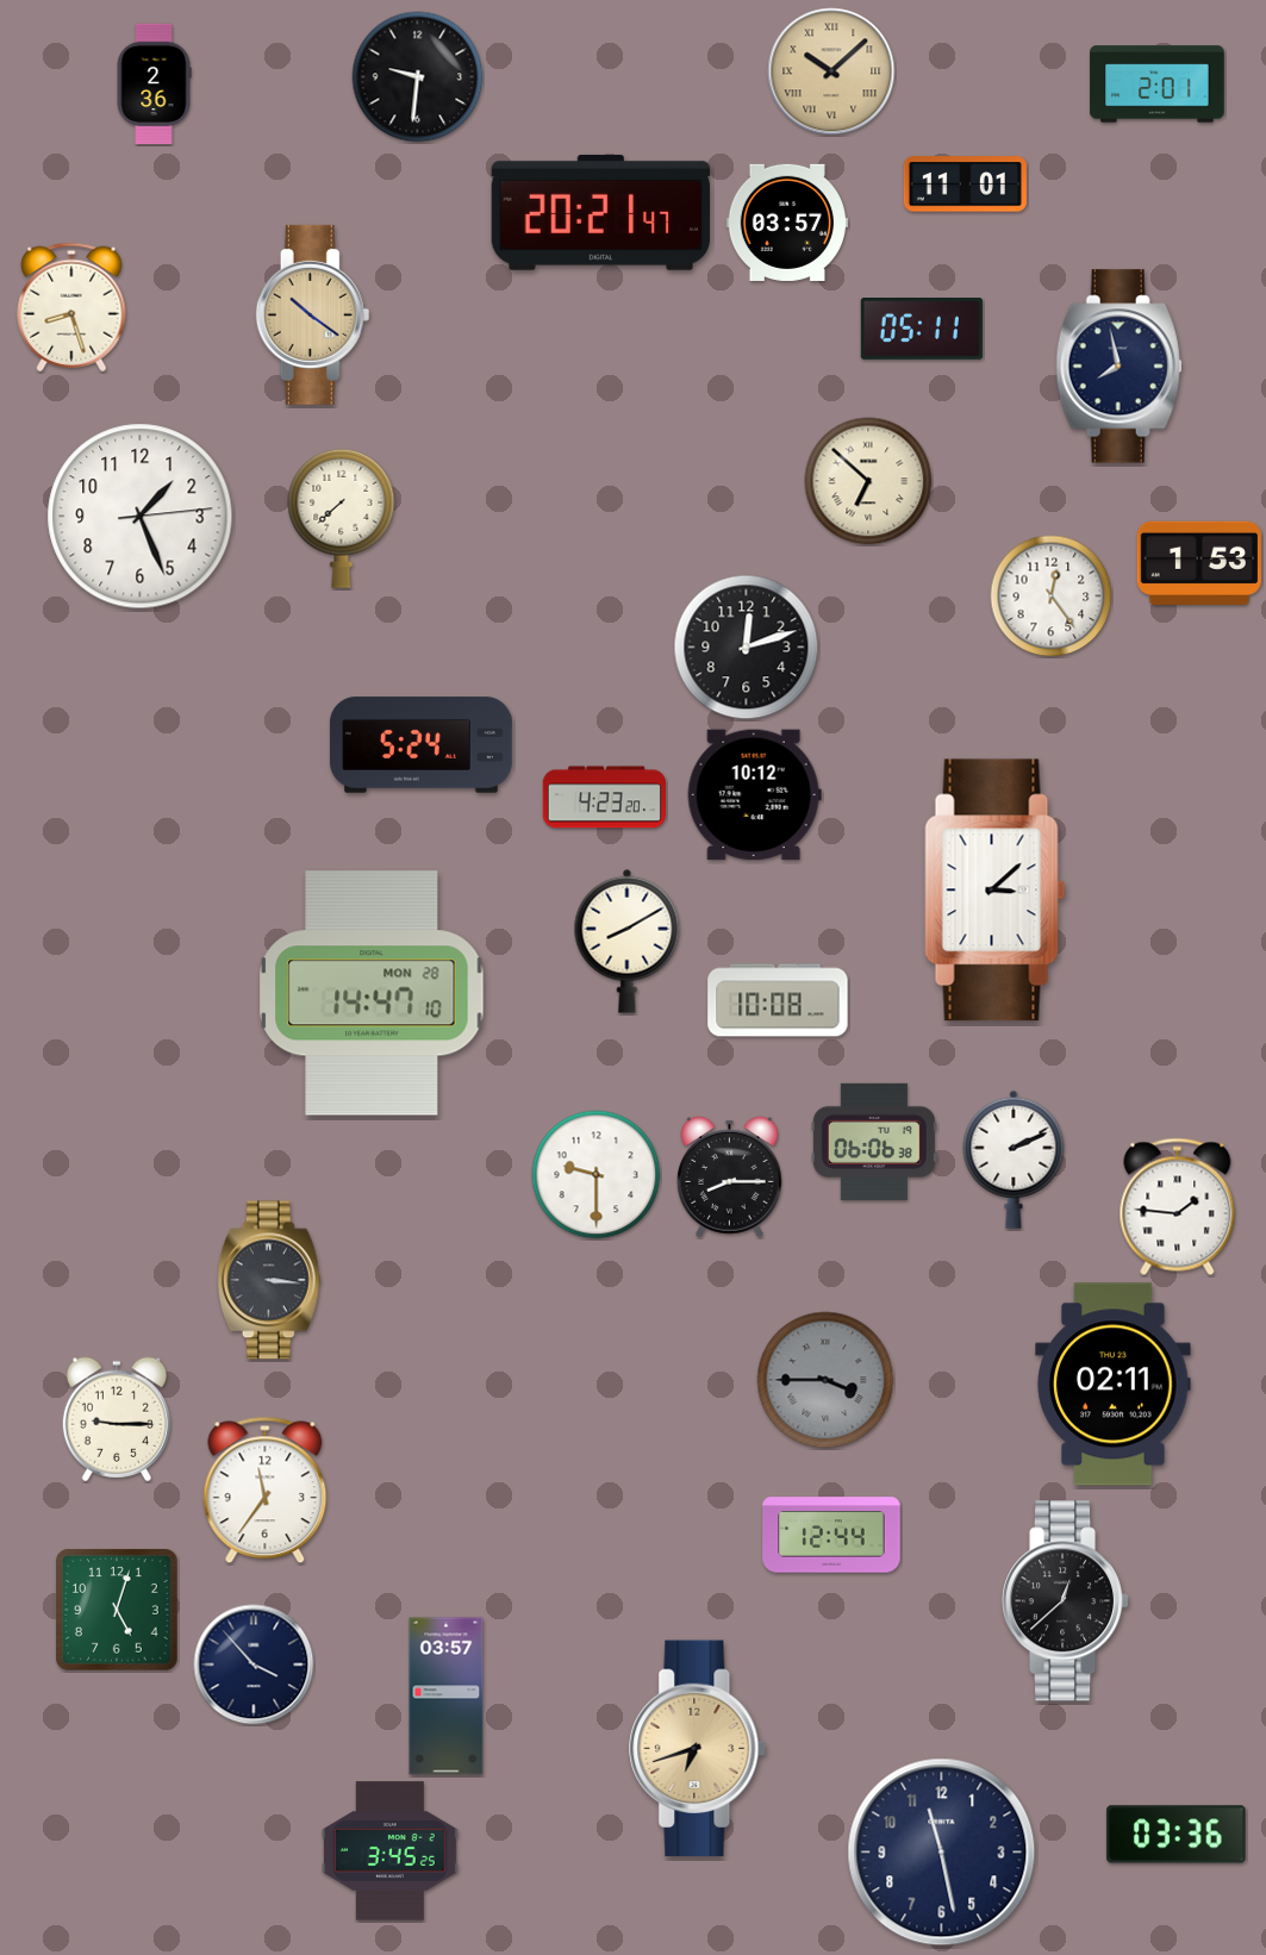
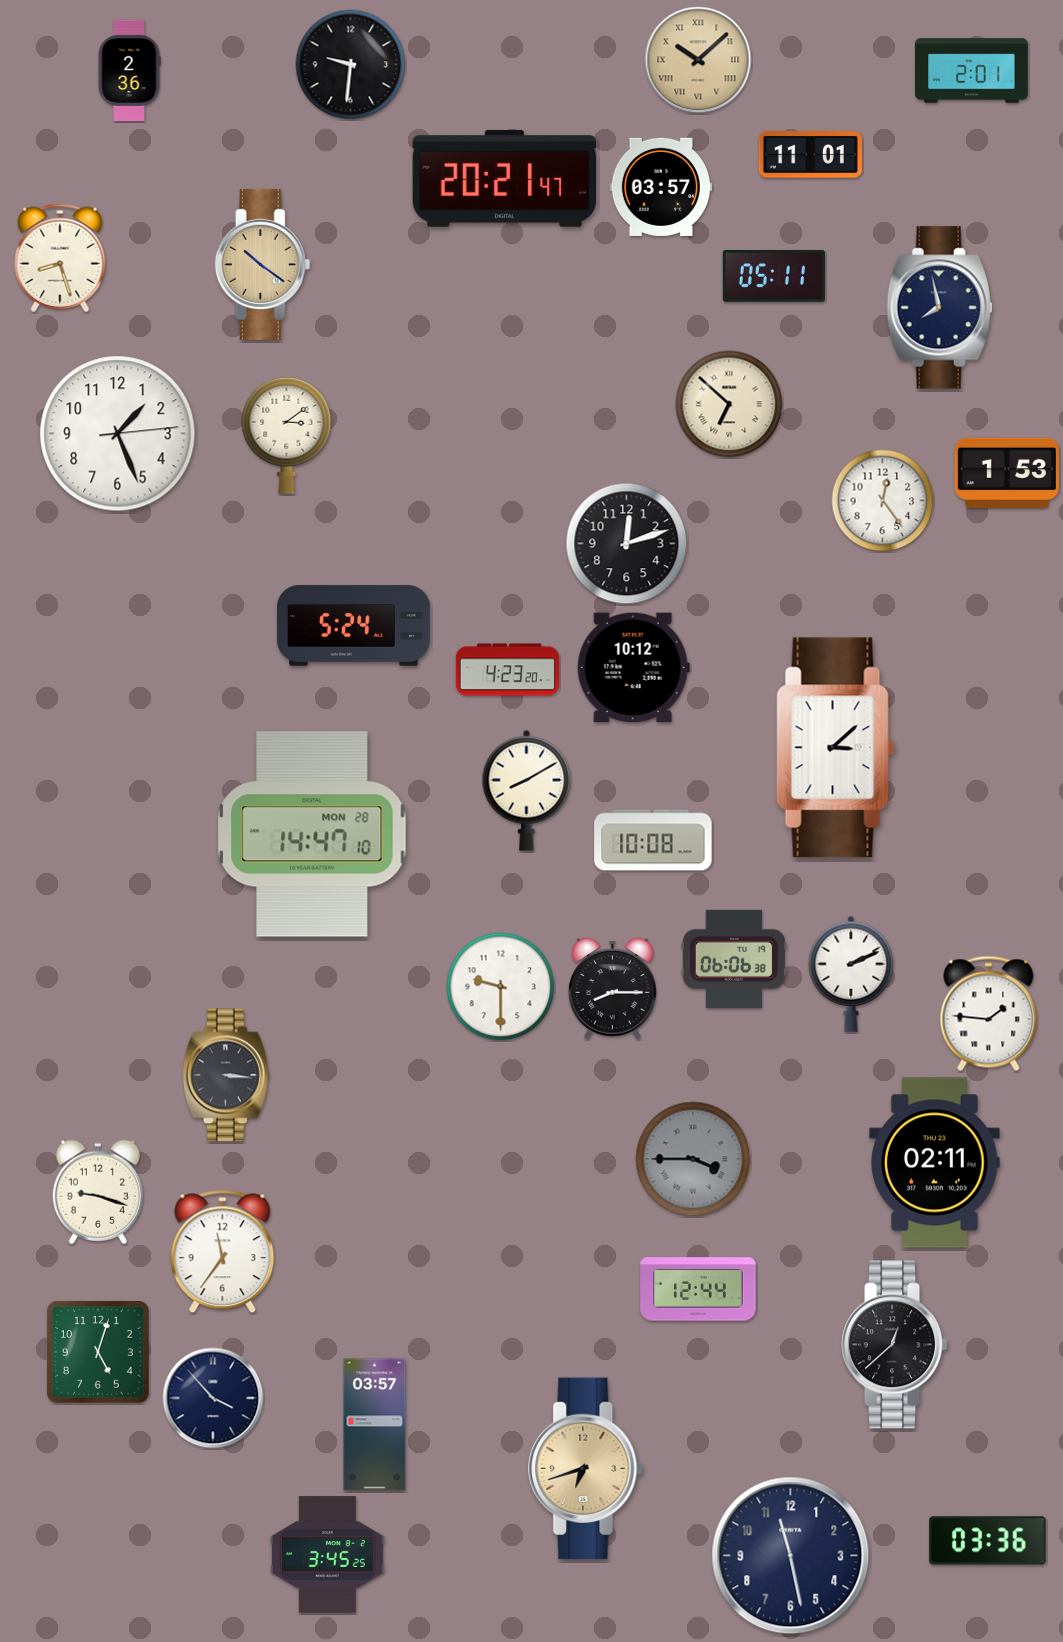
clock at (342, 518): 7:38 -> 3:09
clock at (117, 1419): 9:15 -> 9:18
